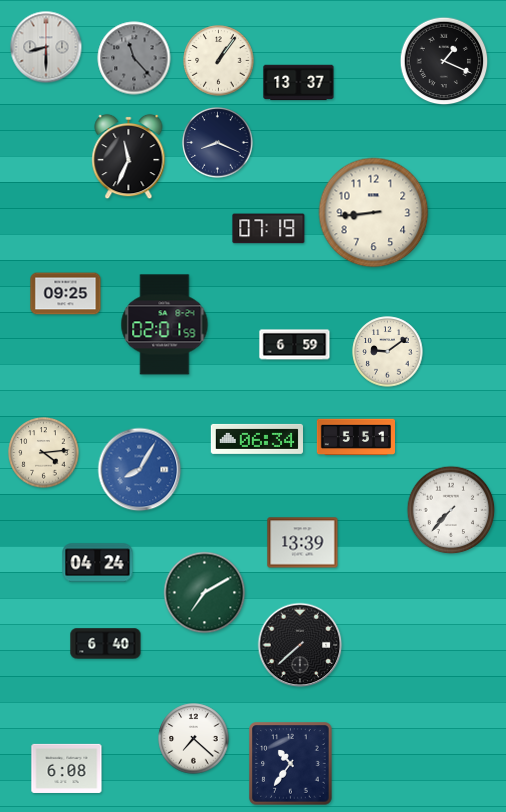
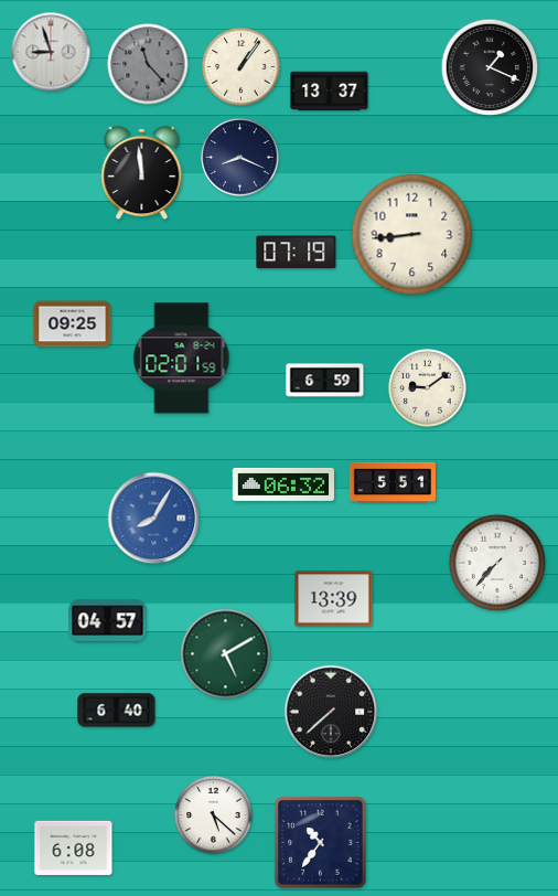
clock at (46, 47): 8:30 -> 8:57
clock at (129, 157): 11:34 -> 11:59
clock at (256, 439): 06:34 -> 06:32
clock at (44, 453): 4:14 -> none
clock at (98, 563): 04:24 -> 04:57
clock at (205, 593): 7:10 -> 5:10
clock at (194, 739): 7:22 -> 5:22
